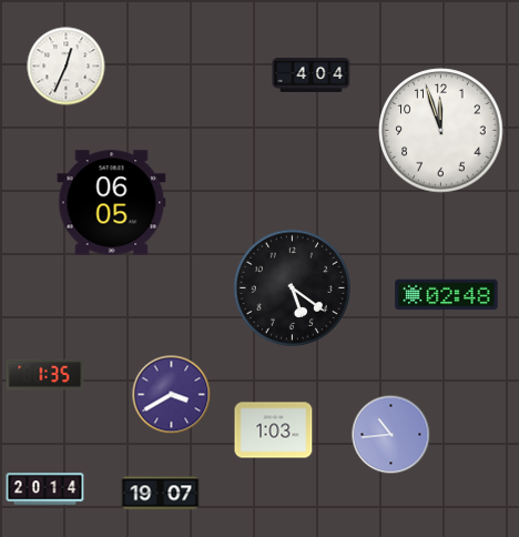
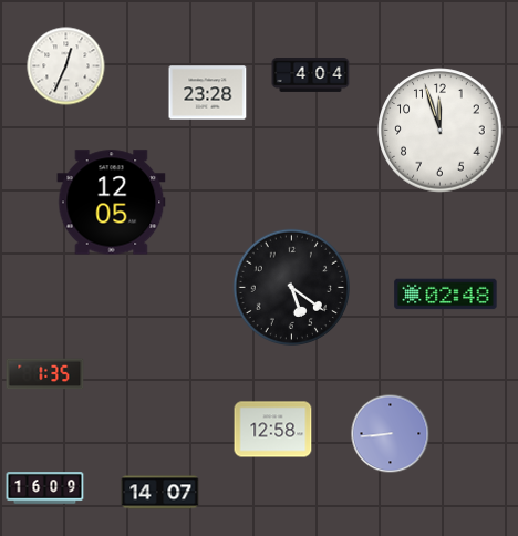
clock at (208, 93): none -> 23:28
clock at (112, 203): 06:05 -> 12:05
clock at (172, 395): 3:40 -> none
clock at (274, 430): 1:03 -> 12:58
clock at (391, 435): 10:44 -> 8:44
clock at (45, 489): 20:14 -> 16:09
clock at (161, 494): 19:07 -> 14:07
